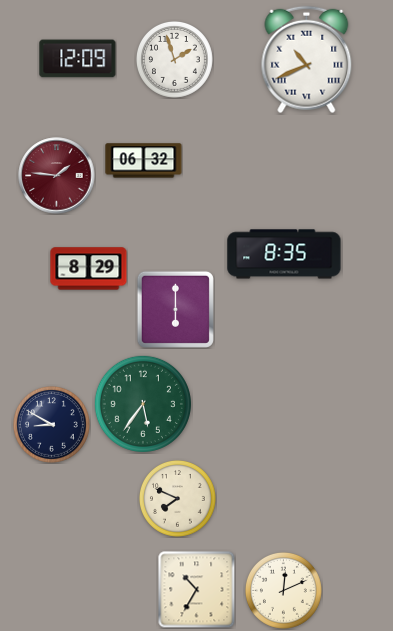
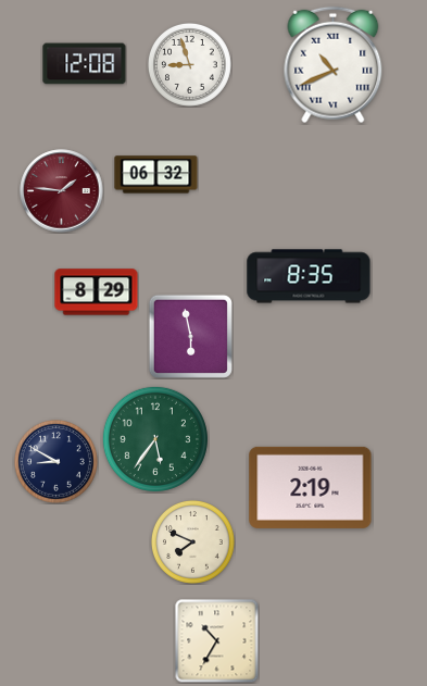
clock at (78, 59): 12:09 -> 12:08
clock at (174, 59): 1:57 -> 8:57
clock at (175, 309): 6:00 -> 5:58
clock at (311, 487): none -> 2:19
clock at (196, 589) position: (196, 589) -> (216, 640)
clock at (283, 590): 12:11 -> none
